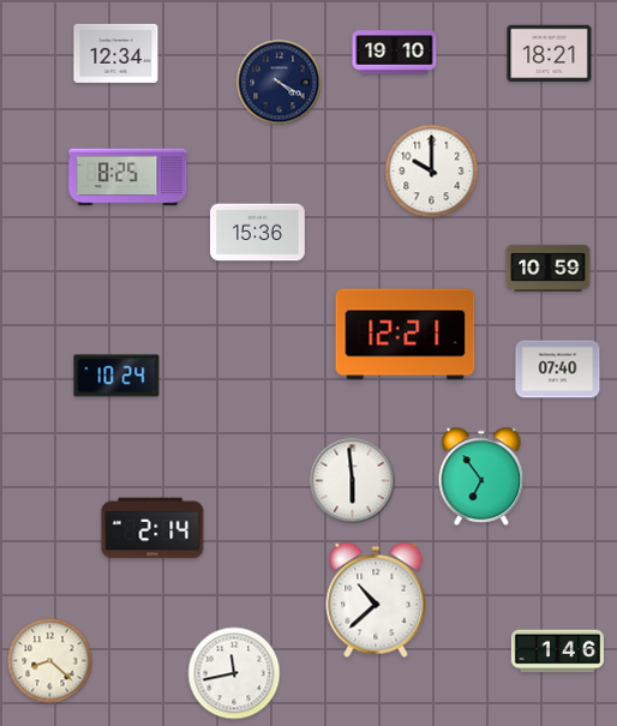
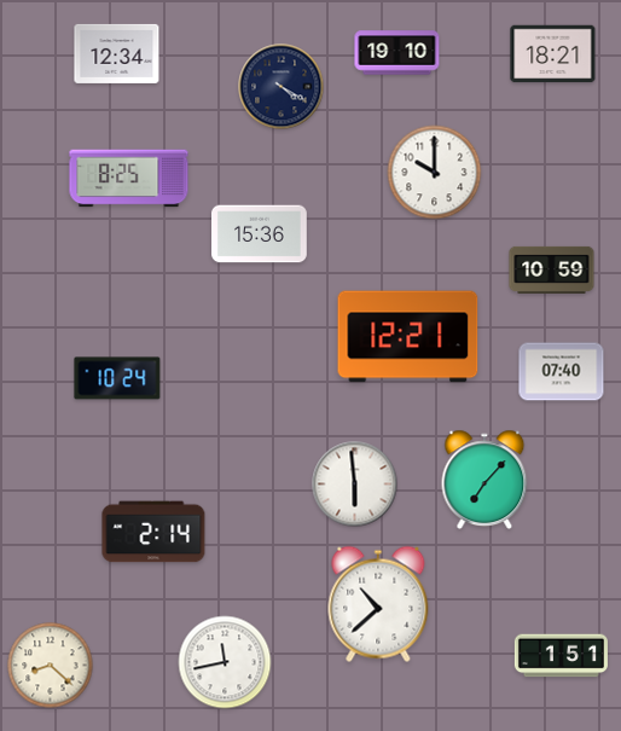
clock at (280, 83) position: (280, 83) -> (282, 87)
clock at (481, 476): 6:54 -> 7:07
clock at (557, 652): 1:46 -> 1:51
clock at (234, 673) position: (234, 673) -> (225, 662)
